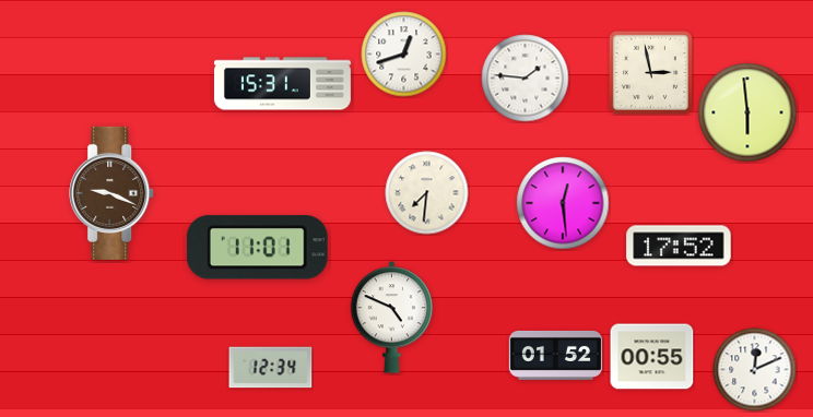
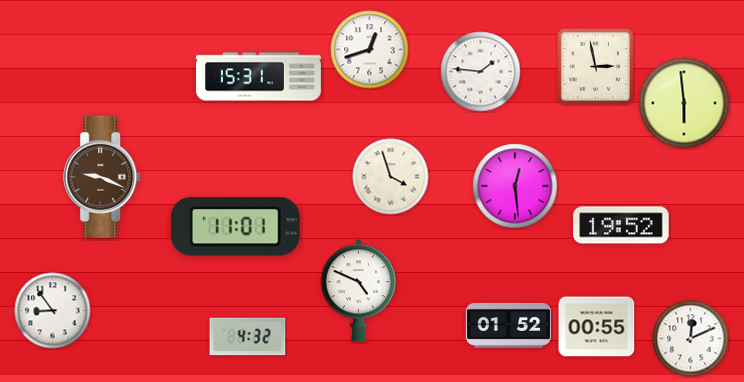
clock at (427, 193): 7:31 -> 3:57
clock at (679, 246): 17:52 -> 19:52
clock at (53, 311): none -> 8:54
clock at (271, 368): 12:34 -> 4:32
